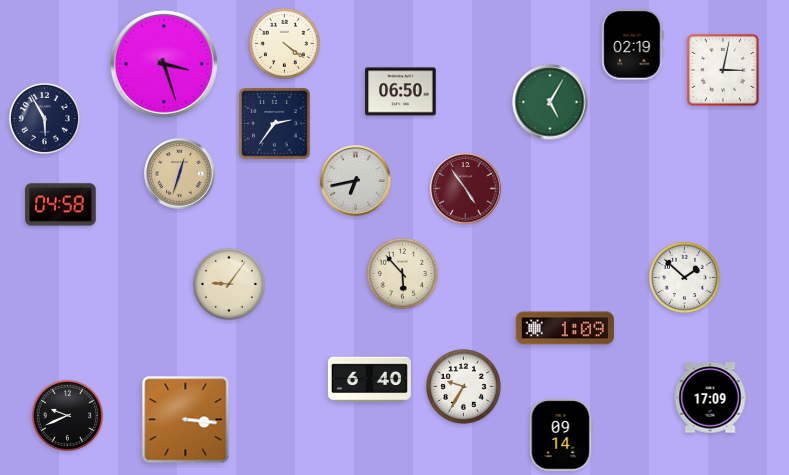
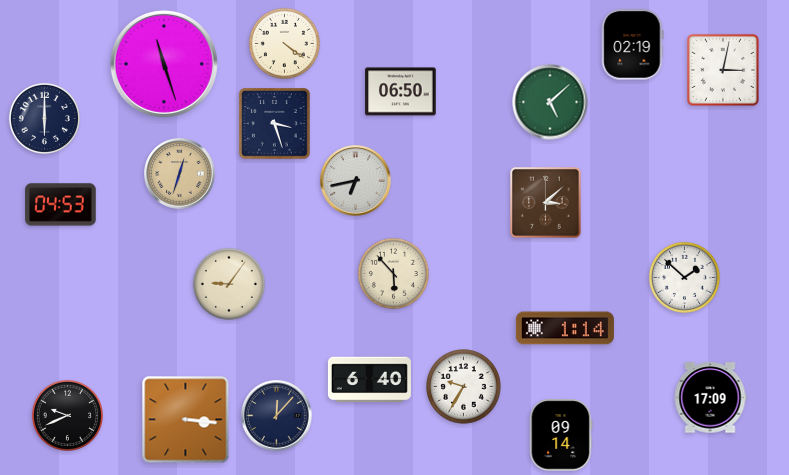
clock at (164, 64): 3:27 -> 11:27
clock at (550, 102): 5:05 -> 5:08
clock at (44, 118): 5:55 -> 6:00
clock at (275, 124): 2:36 -> 3:27
clock at (466, 189): 4:54 -> none
clock at (546, 203): none -> 3:08
clock at (61, 205): 04:58 -> 04:53
clock at (402, 273) position: (402, 273) -> (393, 273)
clock at (565, 328): 1:09 -> 1:14
clock at (277, 416): none -> 12:07
